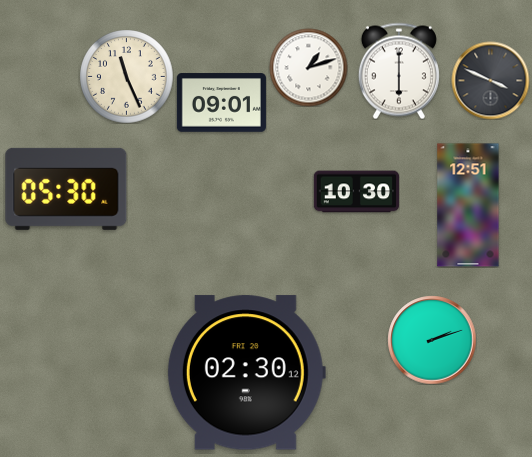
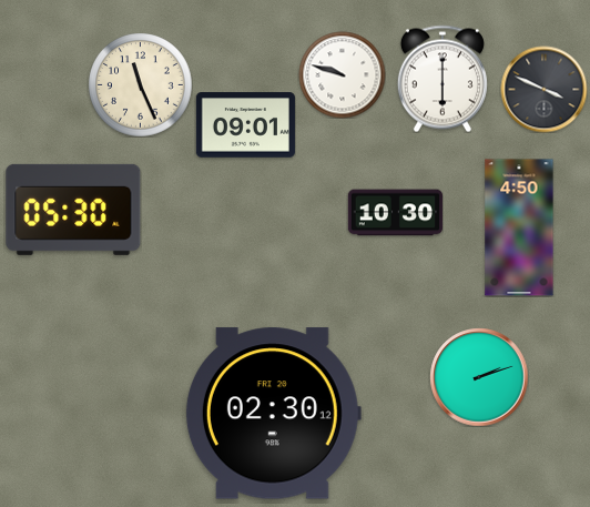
clock at (308, 67): 1:12 -> 9:48
clock at (221, 103) position: (221, 103) -> (245, 125)
clock at (468, 205): 12:51 -> 4:50
